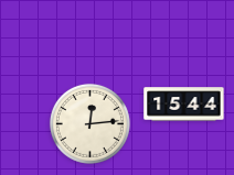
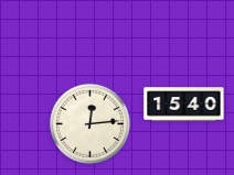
clock at (184, 105): 15:44 -> 15:40
